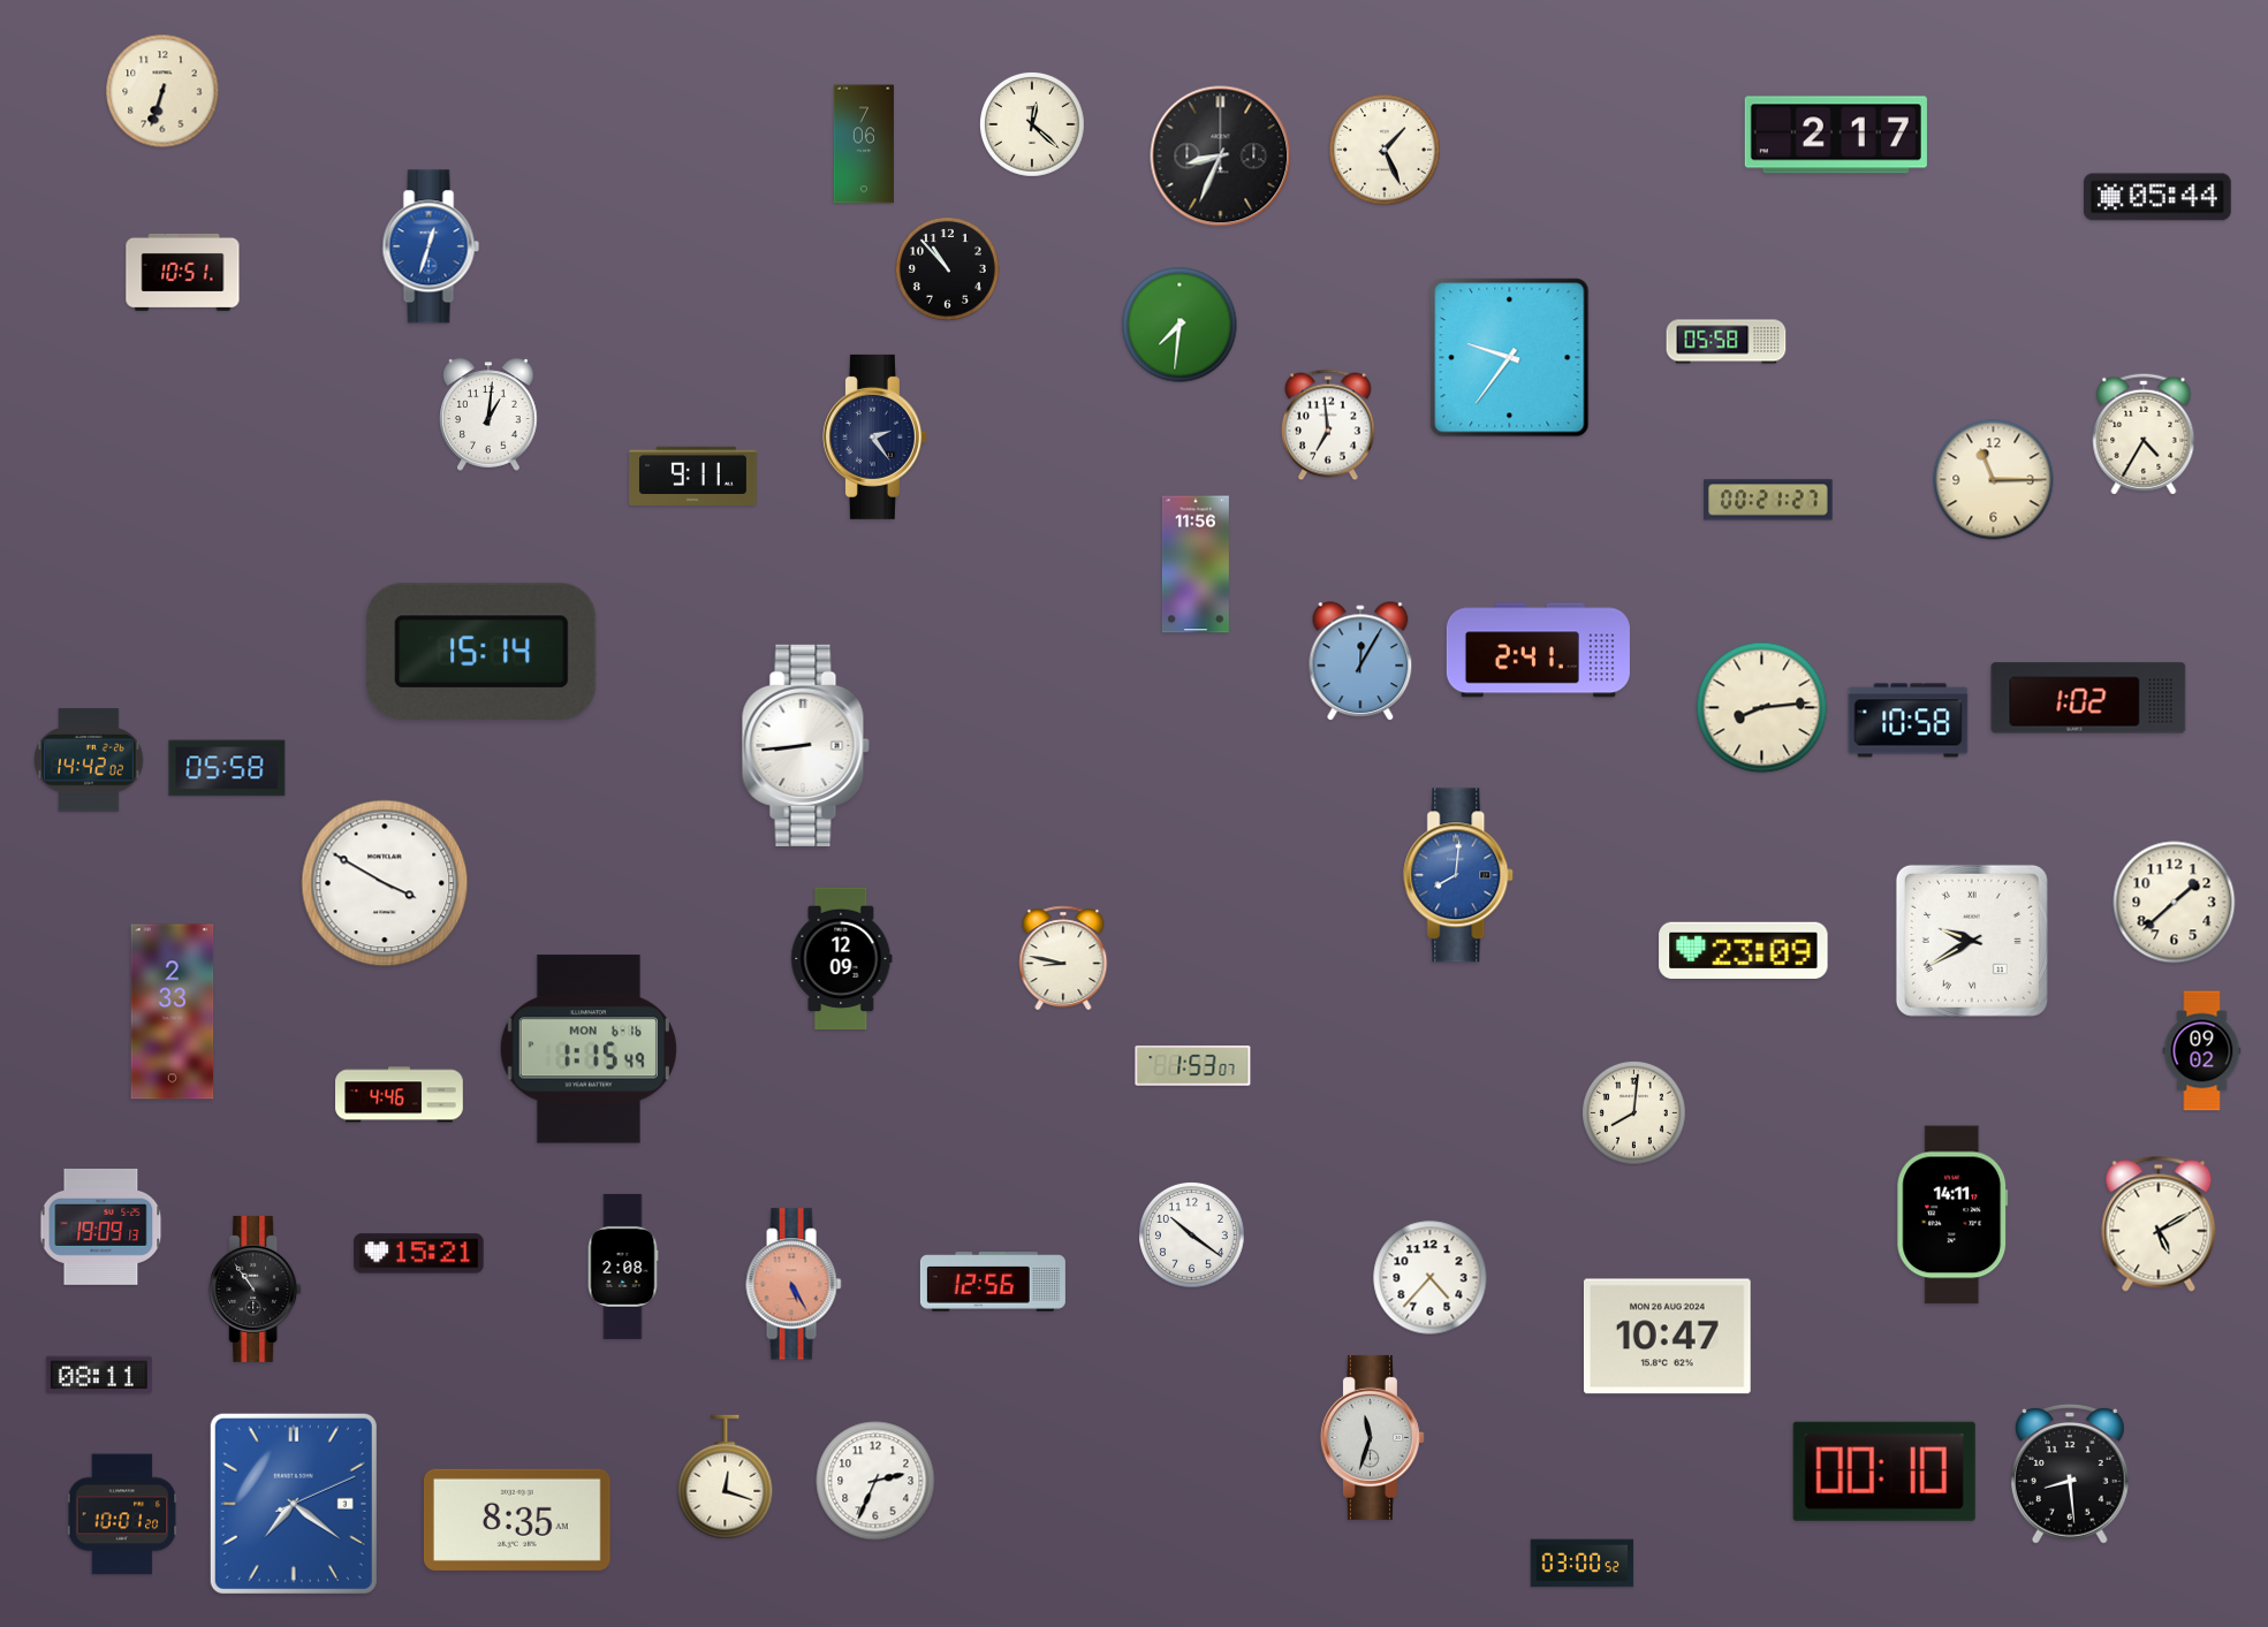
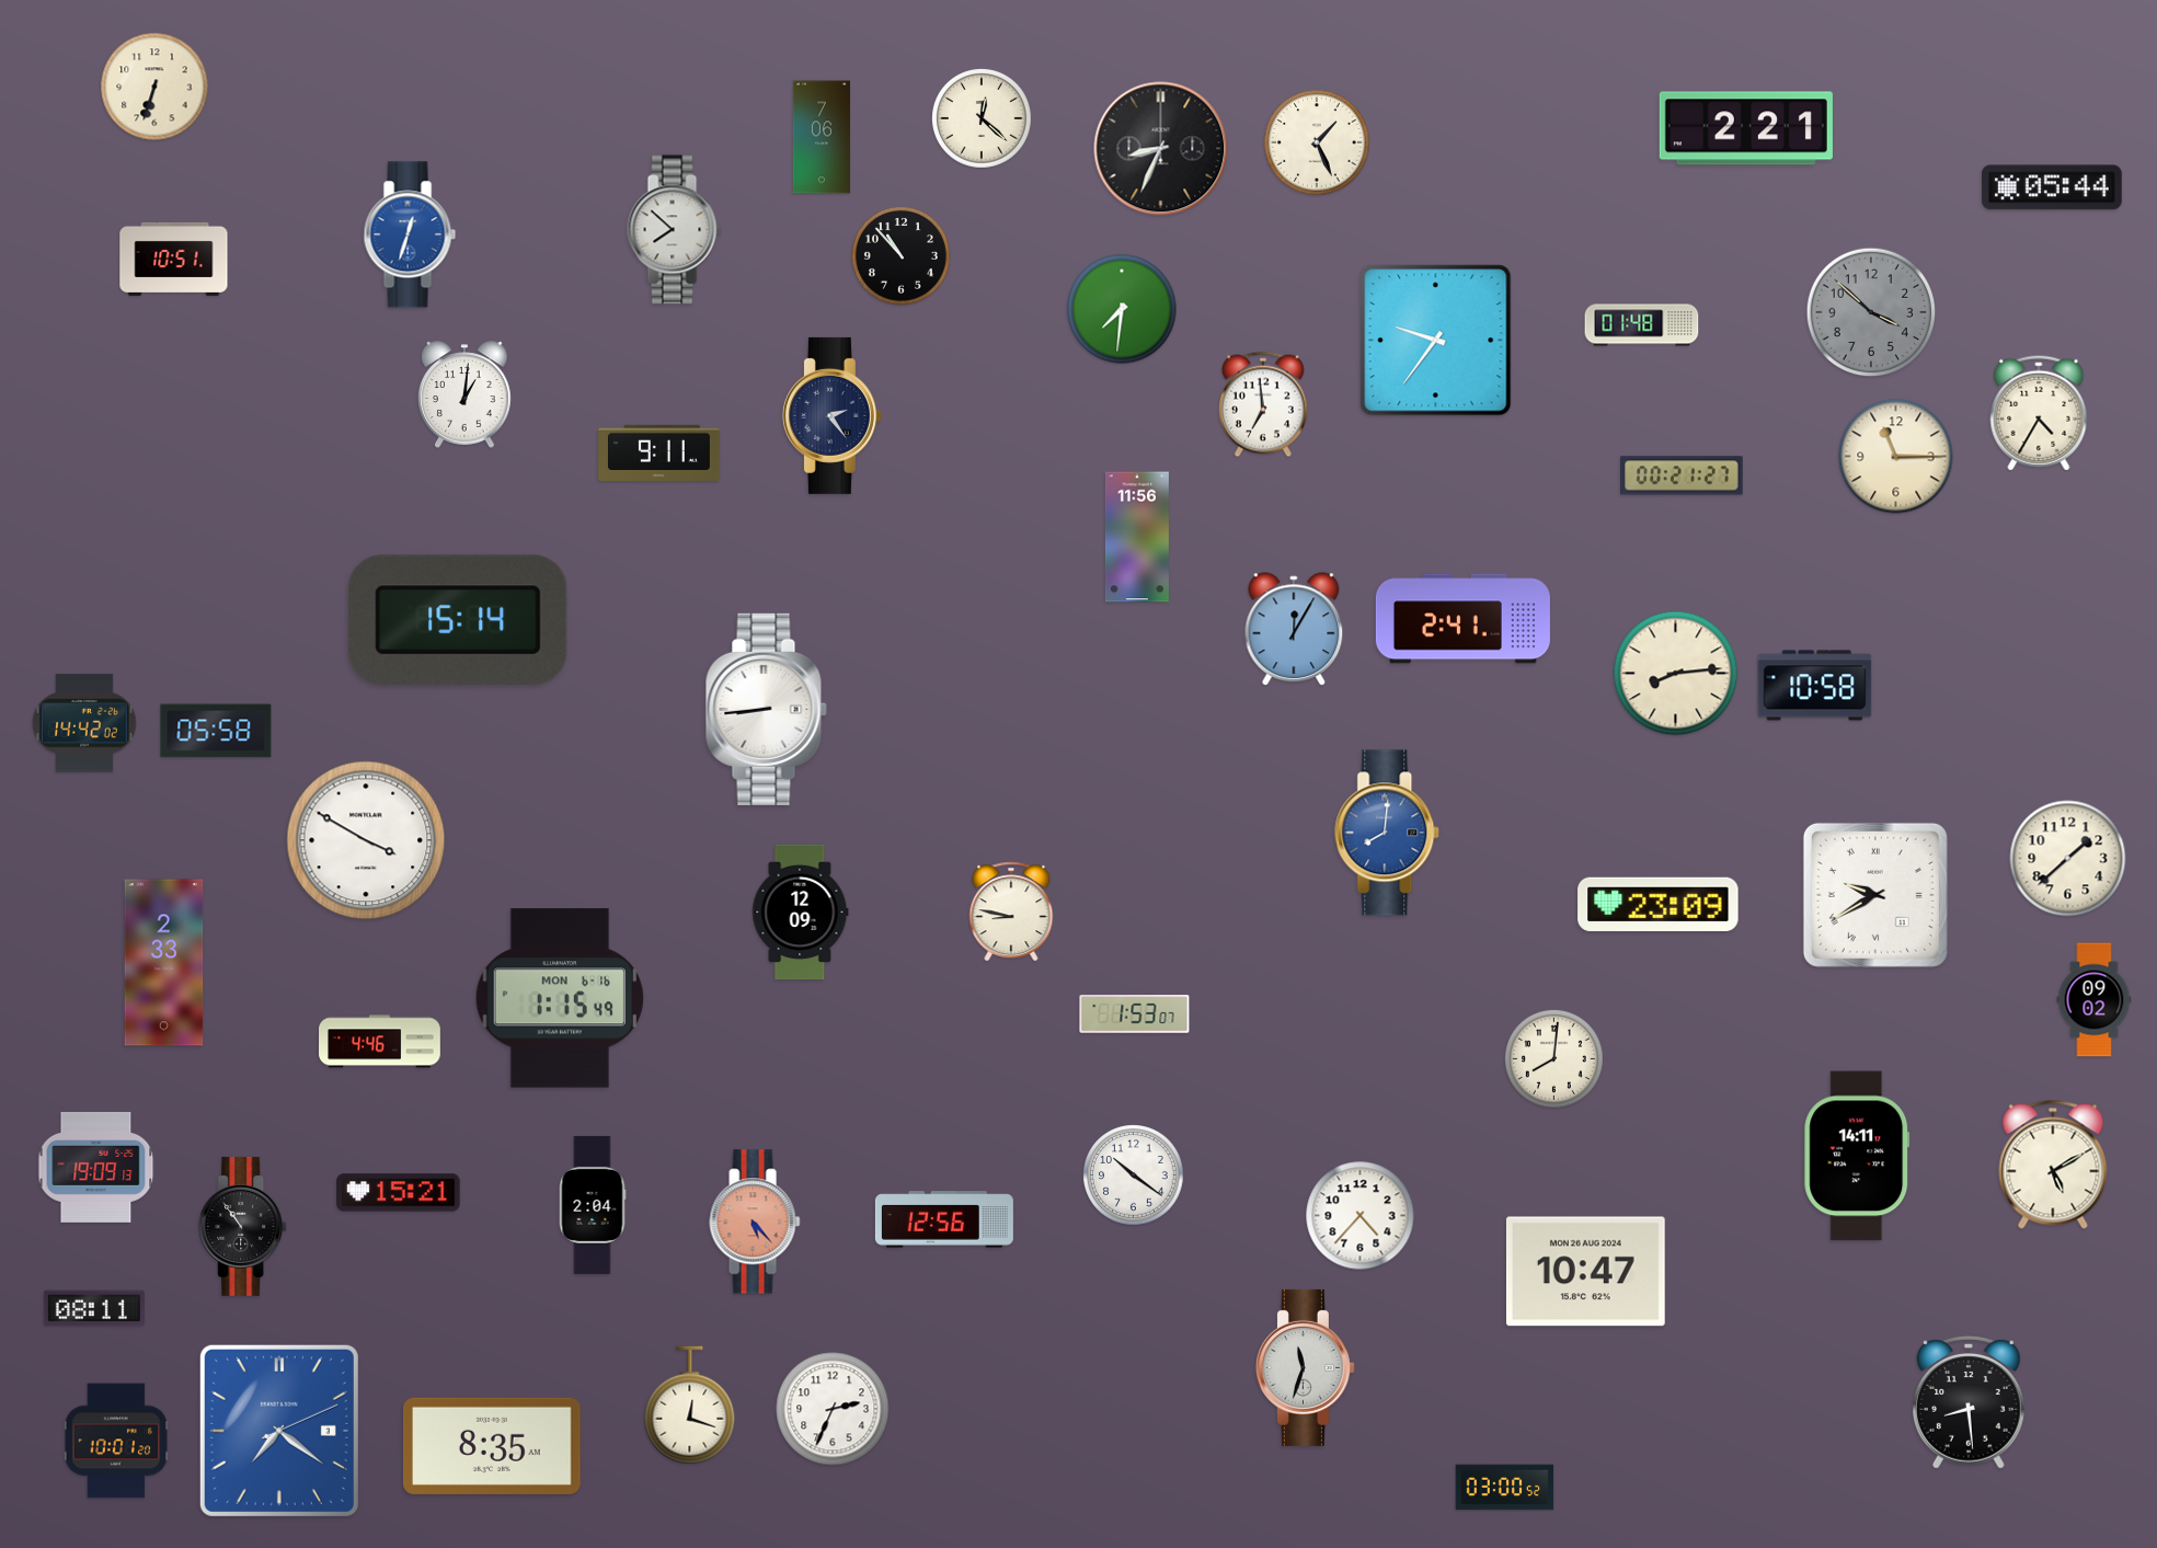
clock at (1836, 135): 2:17 -> 2:21
clock at (675, 230): none -> 7:52
clock at (1871, 312): none -> 3:52
clock at (1727, 342): 05:58 -> 01:48
clock at (2088, 698): 1:02 -> none
clock at (623, 1267): 2:08 -> 2:04
clock at (794, 1284): 5:25 -> 5:23
clock at (1884, 1472): 00:10 -> none
